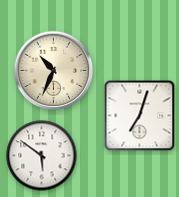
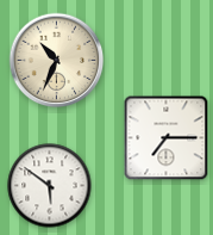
clock at (54, 71) position: (54, 71) -> (57, 61)
clock at (140, 116): 7:03 -> 7:15
